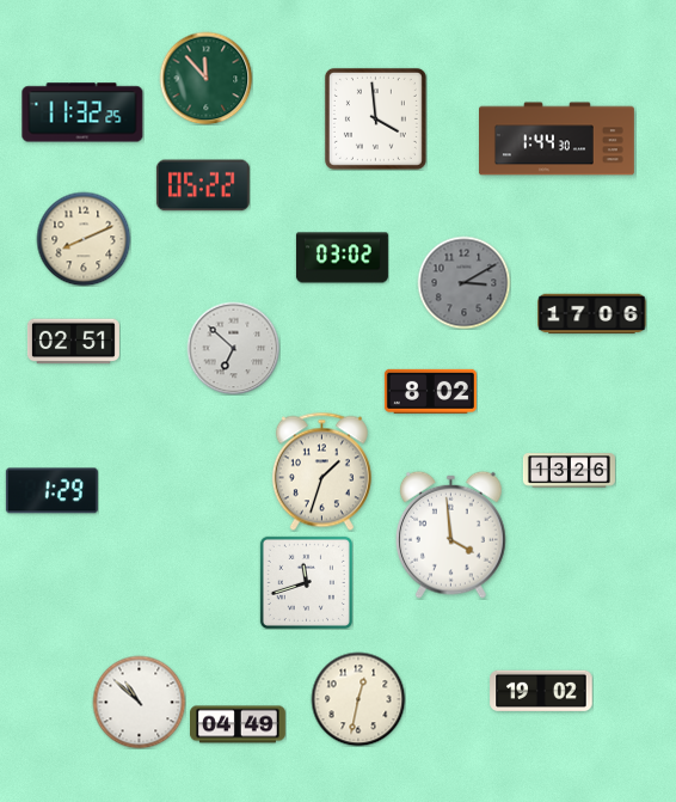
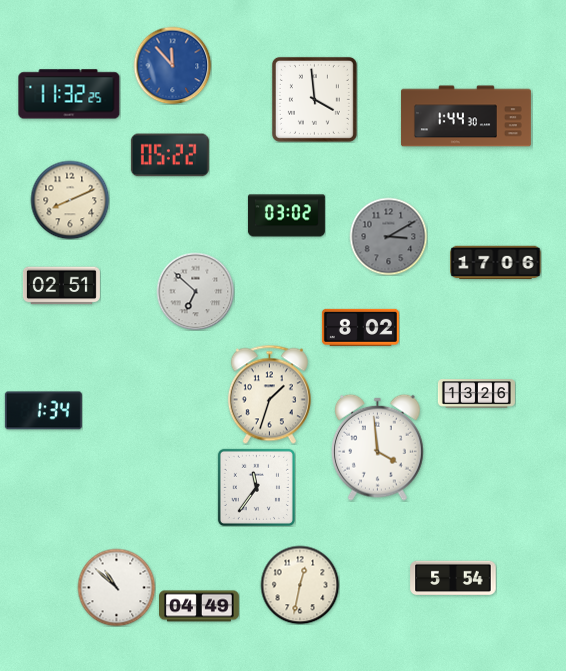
clock at (205, 78) dial: green -> blue
clock at (51, 491): 1:29 -> 1:34
clock at (306, 582): 11:42 -> 11:36
clock at (541, 691): 19:02 -> 5:54
